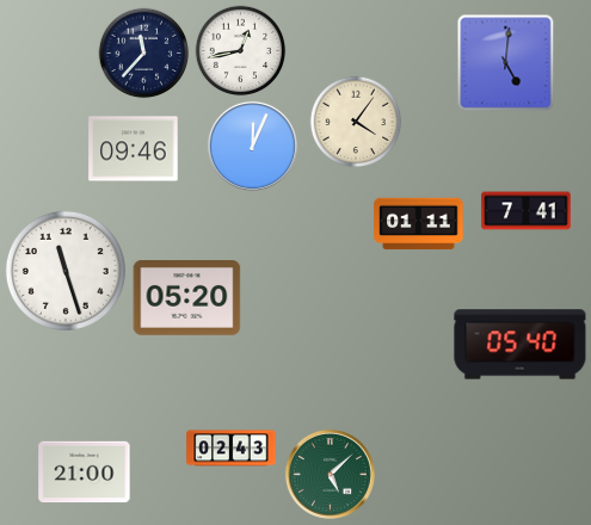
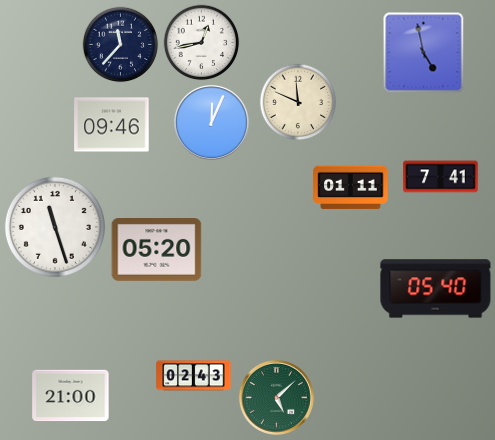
clock at (506, 63): 5:01 -> 4:58
clock at (356, 122): 4:06 -> 11:49
